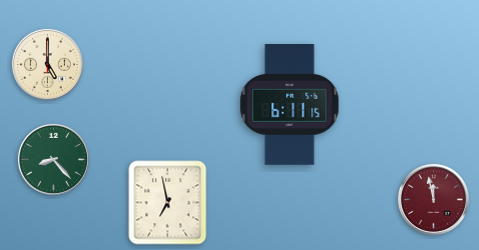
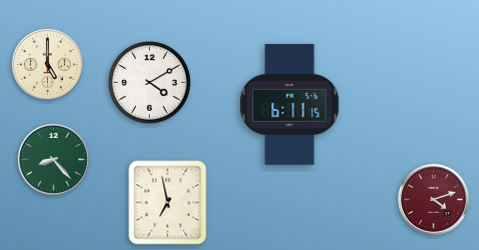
clock at (150, 83): none -> 4:10
clock at (433, 199): 11:58 -> 4:12
